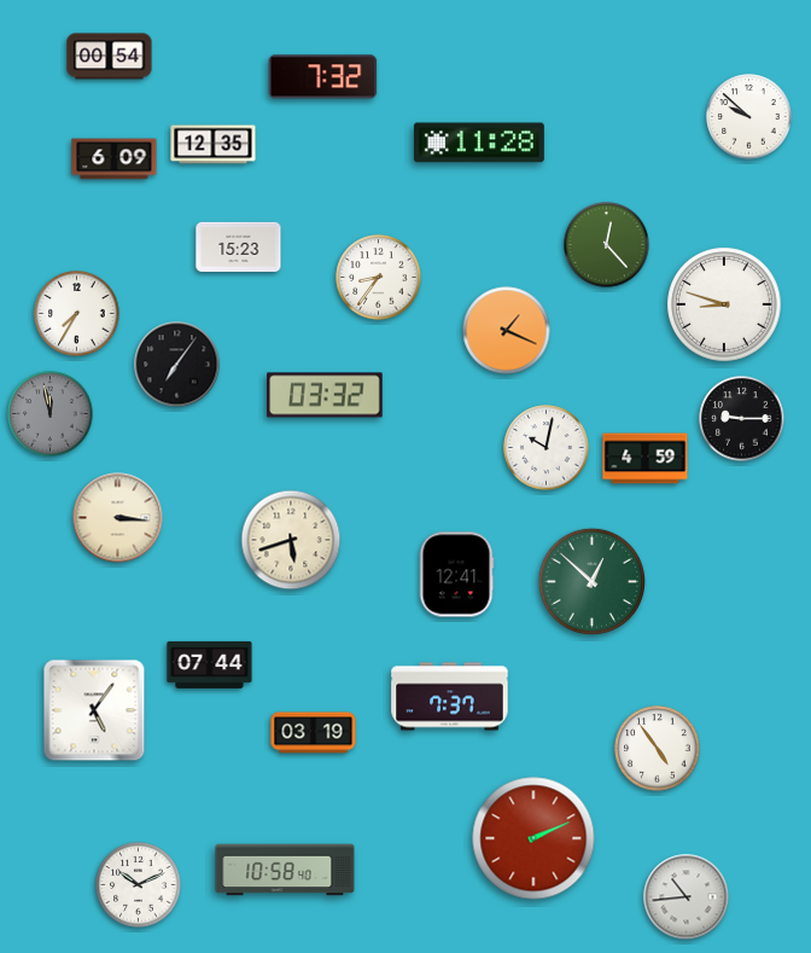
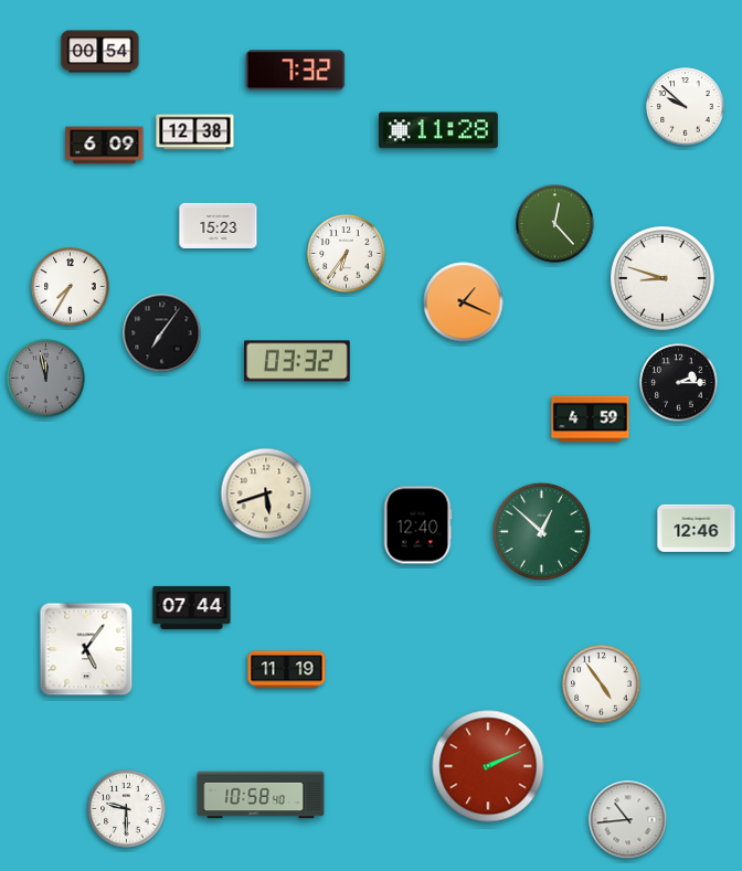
clock at (214, 145): 12:35 -> 12:38
clock at (379, 278): 8:36 -> 6:36
clock at (742, 419): 9:15 -> 2:15
clock at (547, 448): 10:02 -> none
clock at (118, 518): 3:16 -> none
clock at (456, 575): 12:41 -> 12:40
clock at (697, 528): none -> 12:46
clock at (450, 697): 7:37 -> none
clock at (314, 733): 03:19 -> 11:19
clock at (139, 885): 10:11 -> 9:30
